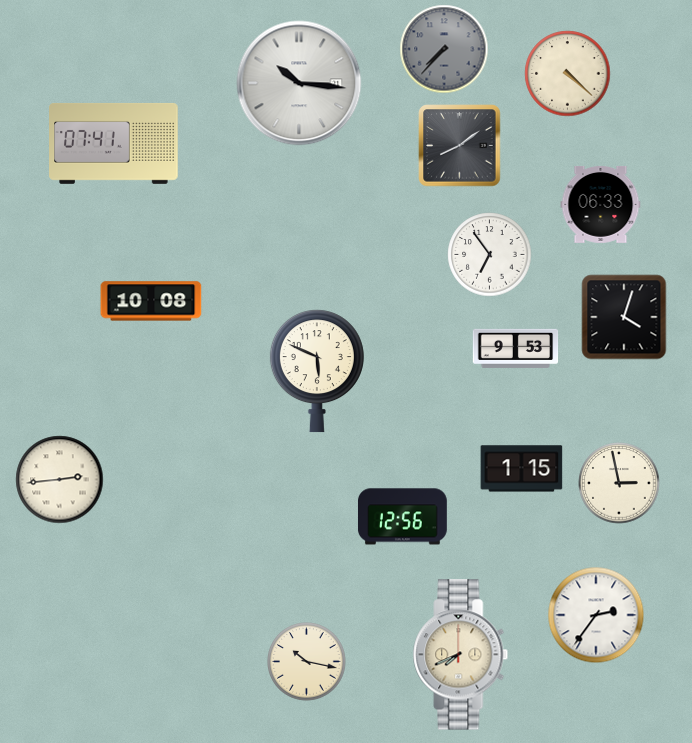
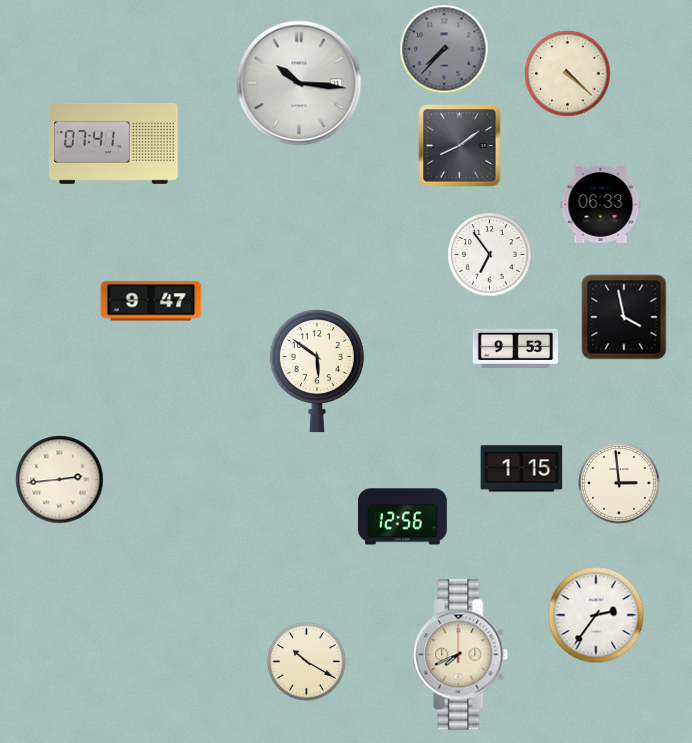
clock at (151, 301): 10:08 -> 9:47
clock at (624, 317): 4:03 -> 3:58
clock at (317, 371): 5:49 -> 5:51
clock at (619, 483): 2:58 -> 2:59
clock at (307, 662): 10:17 -> 10:20
